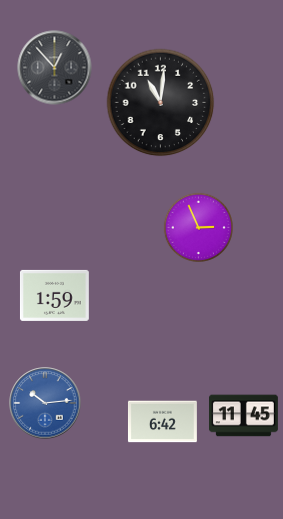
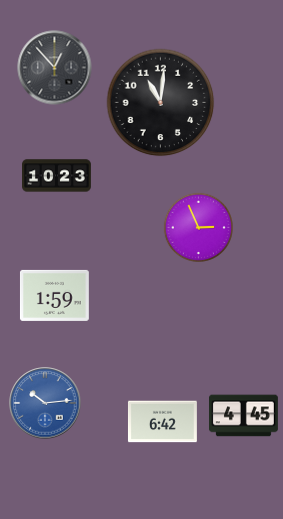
clock at (57, 176): none -> 10:23
clock at (244, 416): 11:45 -> 4:45
